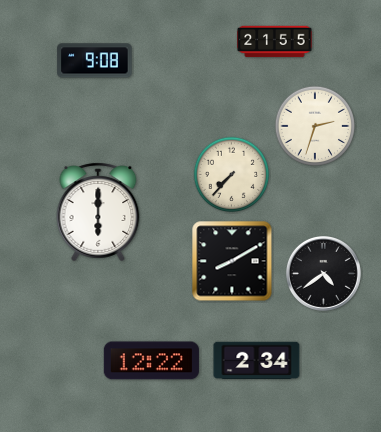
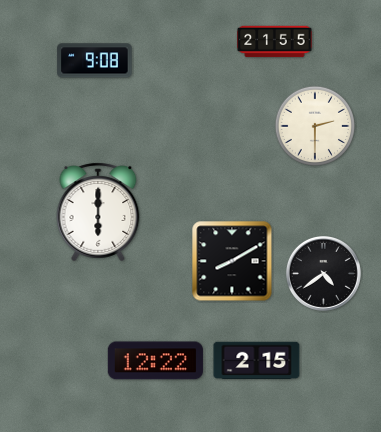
clock at (314, 126): 2:33 -> 2:30
clock at (232, 175): 7:37 -> none
clock at (151, 361) position: (151, 361) -> (155, 361)
clock at (257, 361): 2:34 -> 2:15
